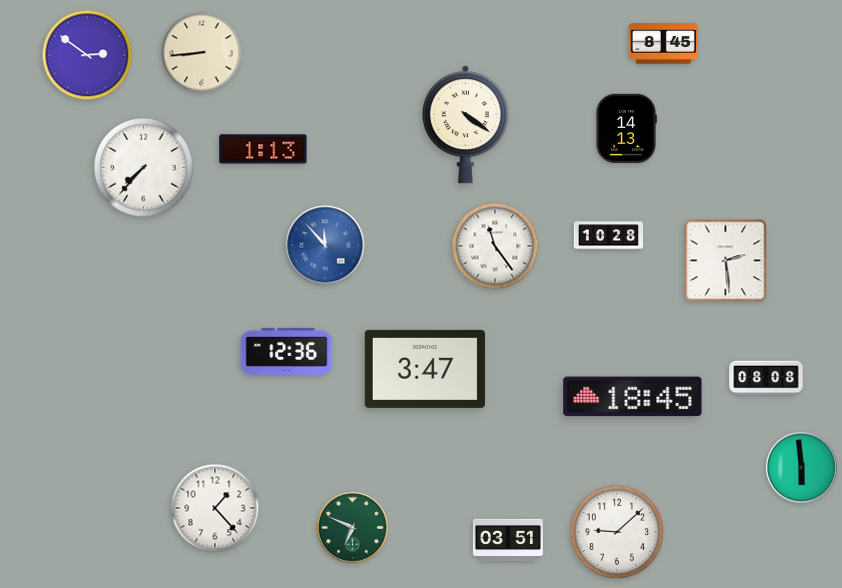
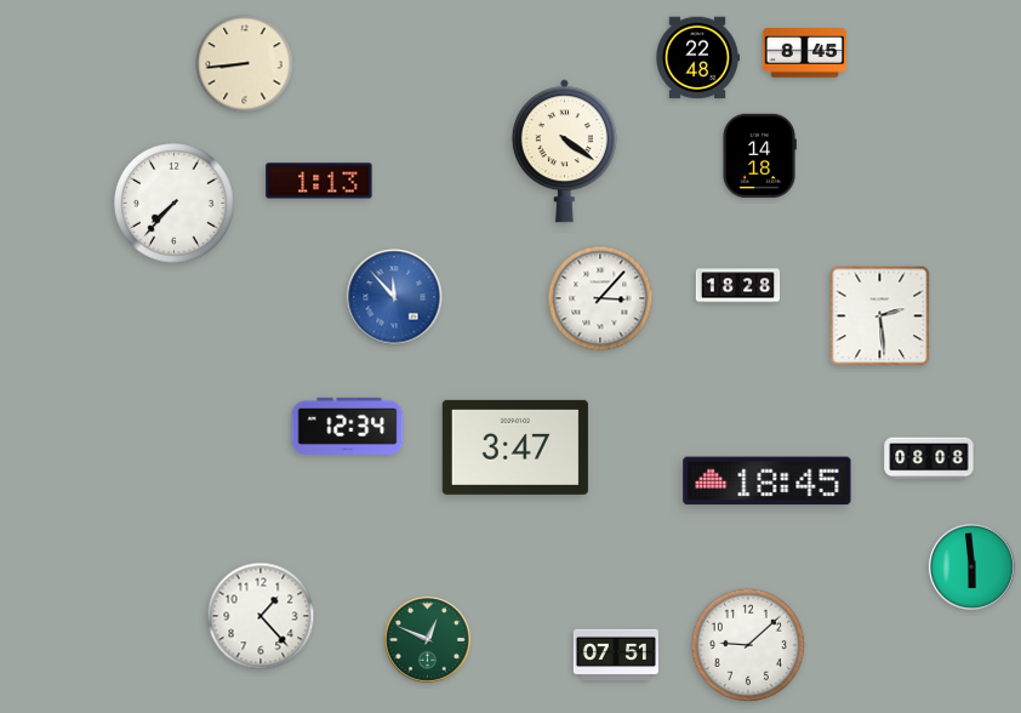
clock at (696, 58): none -> 22:48
clock at (87, 55): 2:51 -> none
clock at (626, 128): 14:13 -> 14:18
clock at (609, 236): 10:28 -> 18:28
clock at (495, 246): 11:24 -> 3:07
clock at (287, 351): 12:36 -> 12:34
clock at (352, 527): 6:49 -> 12:49
clock at (508, 540): 03:51 -> 07:51
